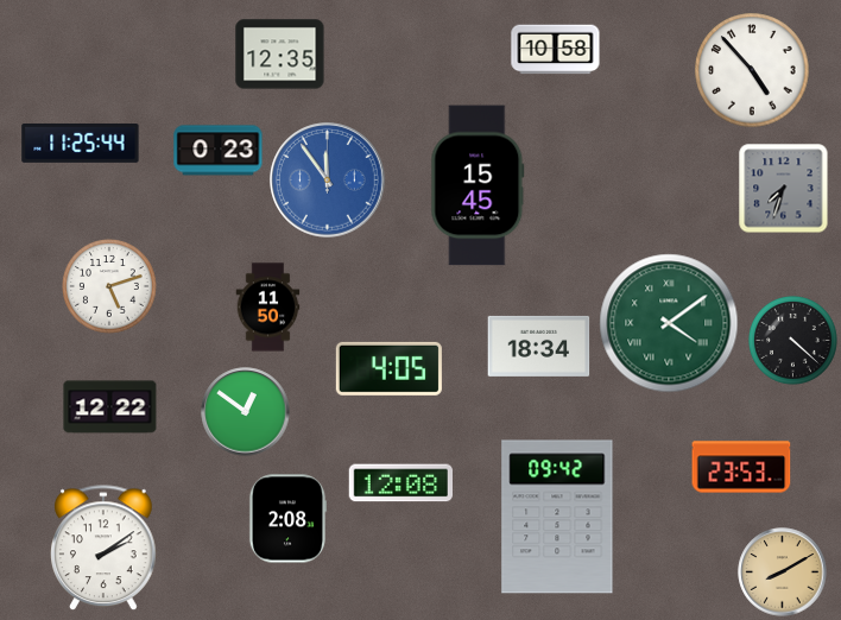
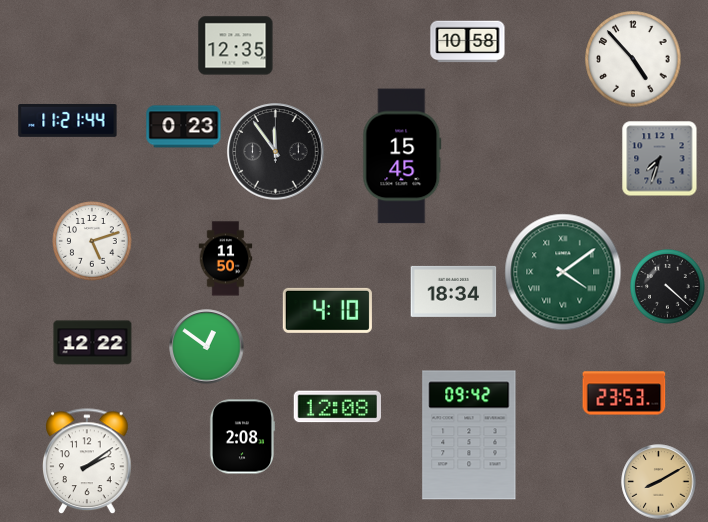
clock at (81, 143): 11:25 -> 11:21
clock at (328, 181) dial: blue -> black
clock at (388, 368): 4:05 -> 4:10
